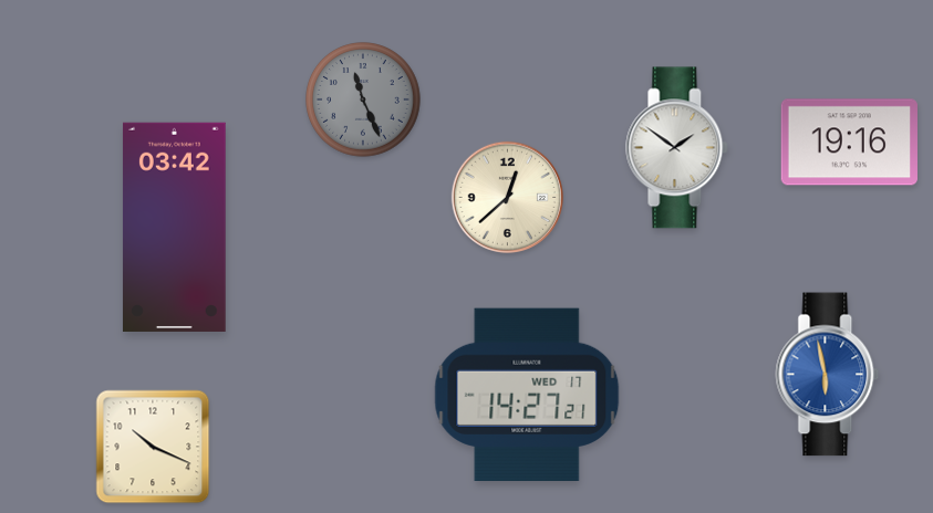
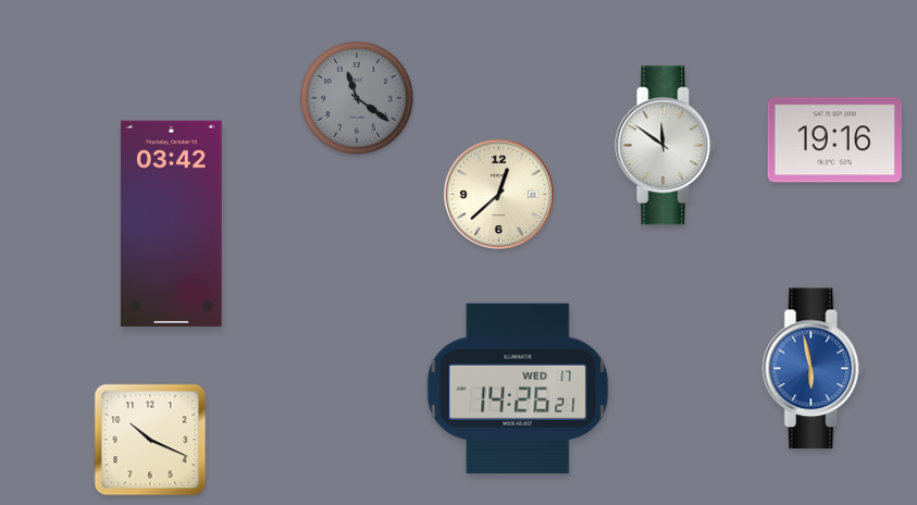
clock at (363, 100): 11:26 -> 11:21
clock at (677, 148): 1:51 -> 11:51
clock at (527, 395): 14:27 -> 14:26
